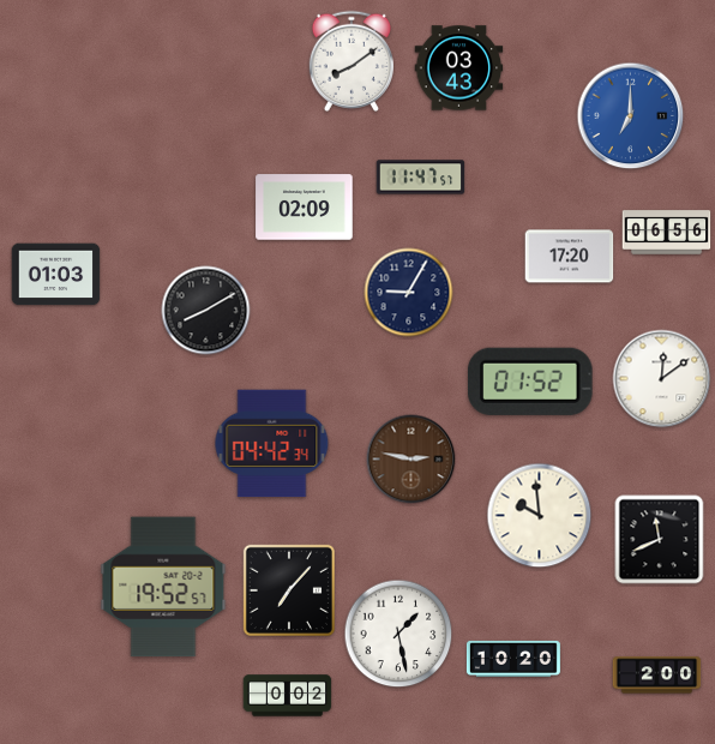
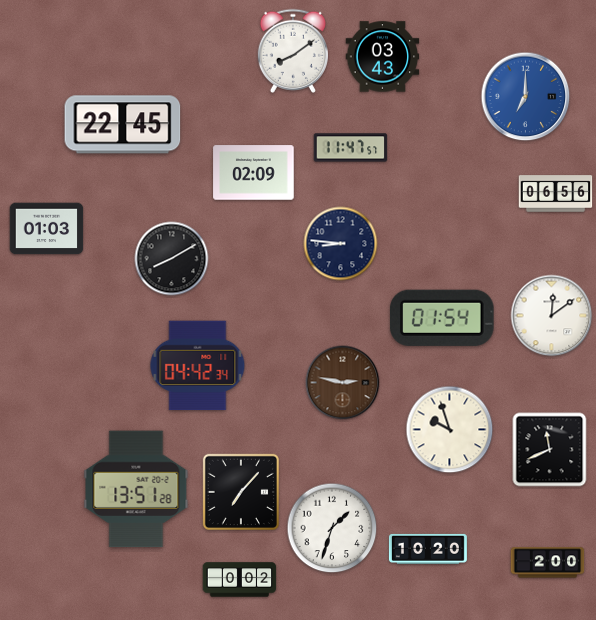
clock at (123, 125): none -> 22:45
clock at (570, 257): 17:20 -> none
clock at (409, 293): 9:05 -> 8:46
clock at (530, 382): 01:52 -> 01:54
clock at (272, 444) position: (272, 444) -> (198, 366)
clock at (540, 516): 9:59 -> 9:57
clock at (163, 587): 19:52 -> 13:51
clock at (398, 634): 1:28 -> 1:33
